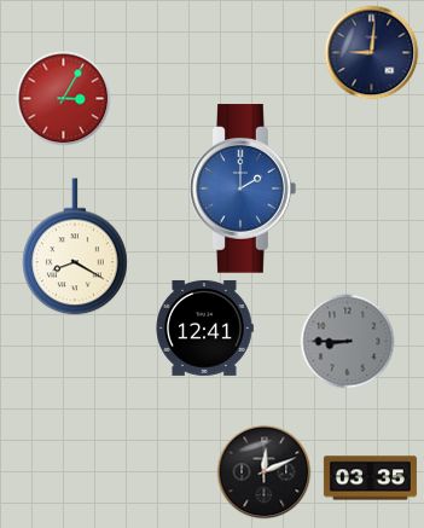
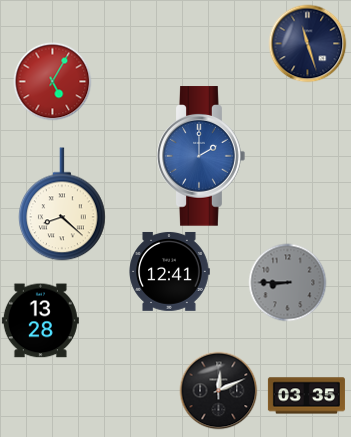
clock at (371, 52): 9:01 -> 11:27
clock at (63, 98): 3:05 -> 5:05
clock at (76, 246): 8:20 -> 8:22
clock at (40, 321): none -> 13:28
